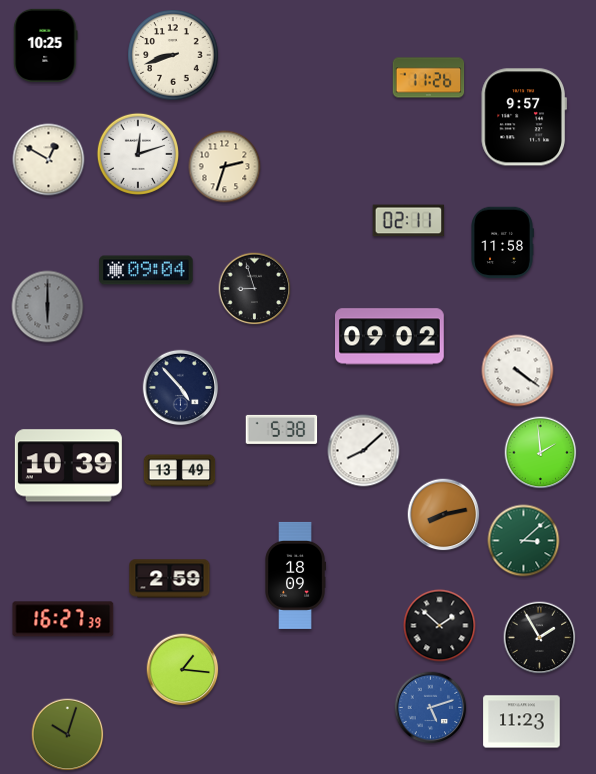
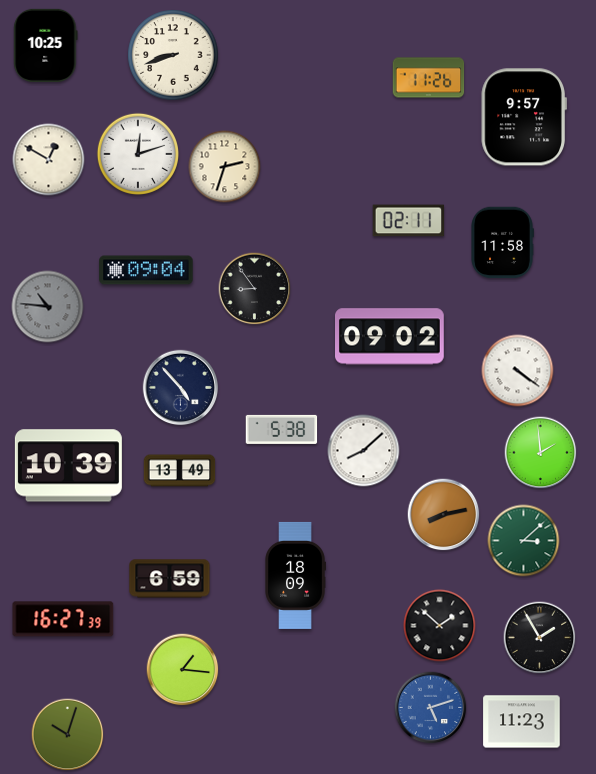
clock at (255, 289): 8:57 -> 8:54
clock at (48, 307): 6:00 -> 10:46
clock at (170, 579): 2:59 -> 6:59
